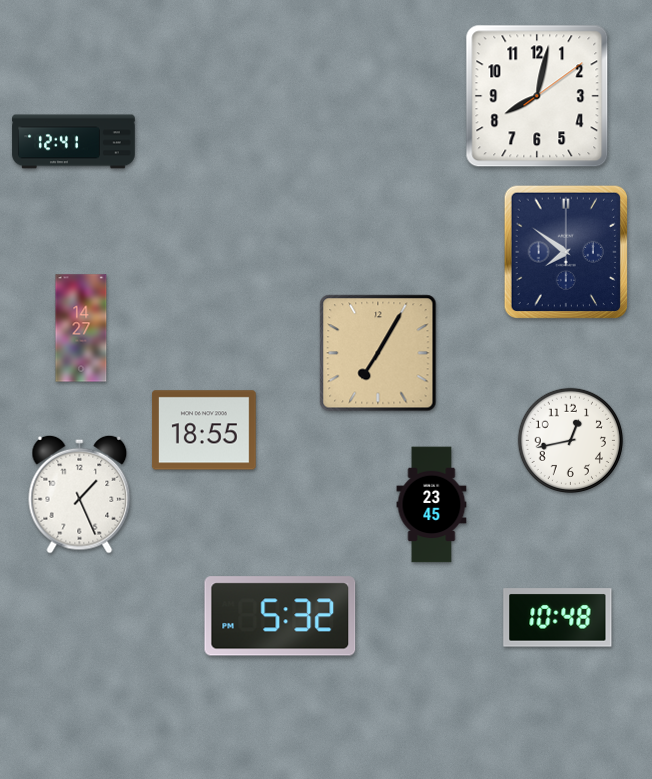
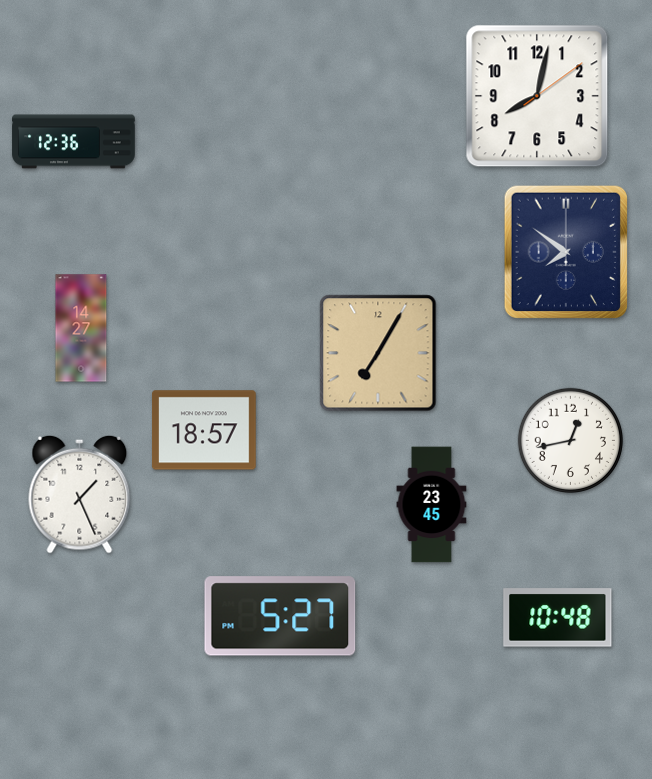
clock at (74, 142): 12:41 -> 12:36
clock at (205, 430): 18:55 -> 18:57
clock at (280, 616): 5:32 -> 5:27
